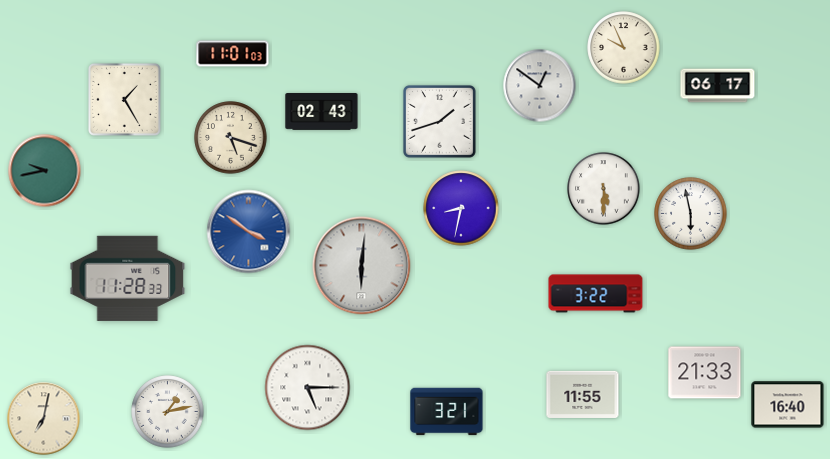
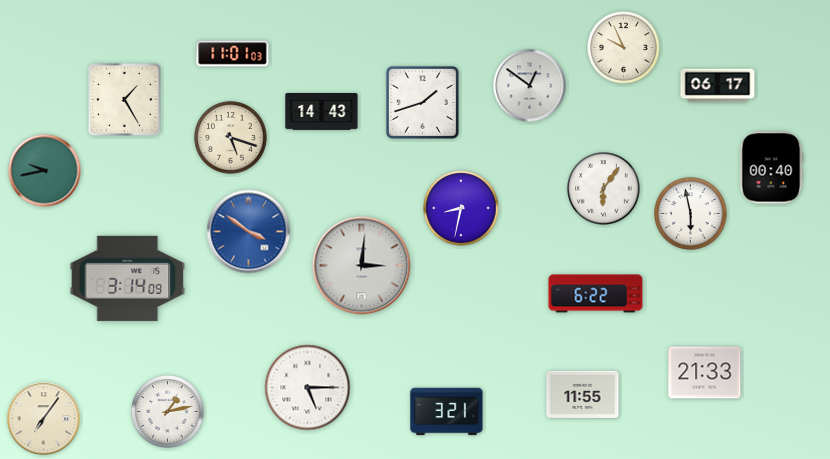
clock at (540, 86) position: (540, 86) -> (530, 86)
clock at (322, 112): 02:43 -> 14:43
clock at (440, 122) position: (440, 122) -> (423, 103)
clock at (772, 168): none -> 00:40
clock at (604, 189): 5:30 -> 6:06
clock at (362, 266): 6:01 -> 3:01
clock at (128, 278): 11:28 -> 3:14
clock at (596, 294): 3:22 -> 6:22
clock at (788, 405): 16:40 -> none
clock at (44, 419): 7:02 -> 7:06
